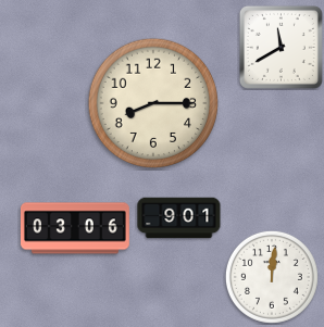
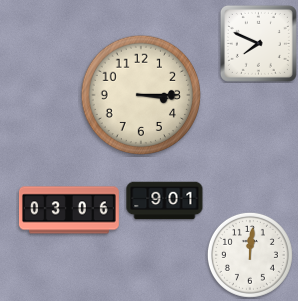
clock at (281, 47): 11:40 -> 7:49
clock at (153, 103): 8:15 -> 3:15
